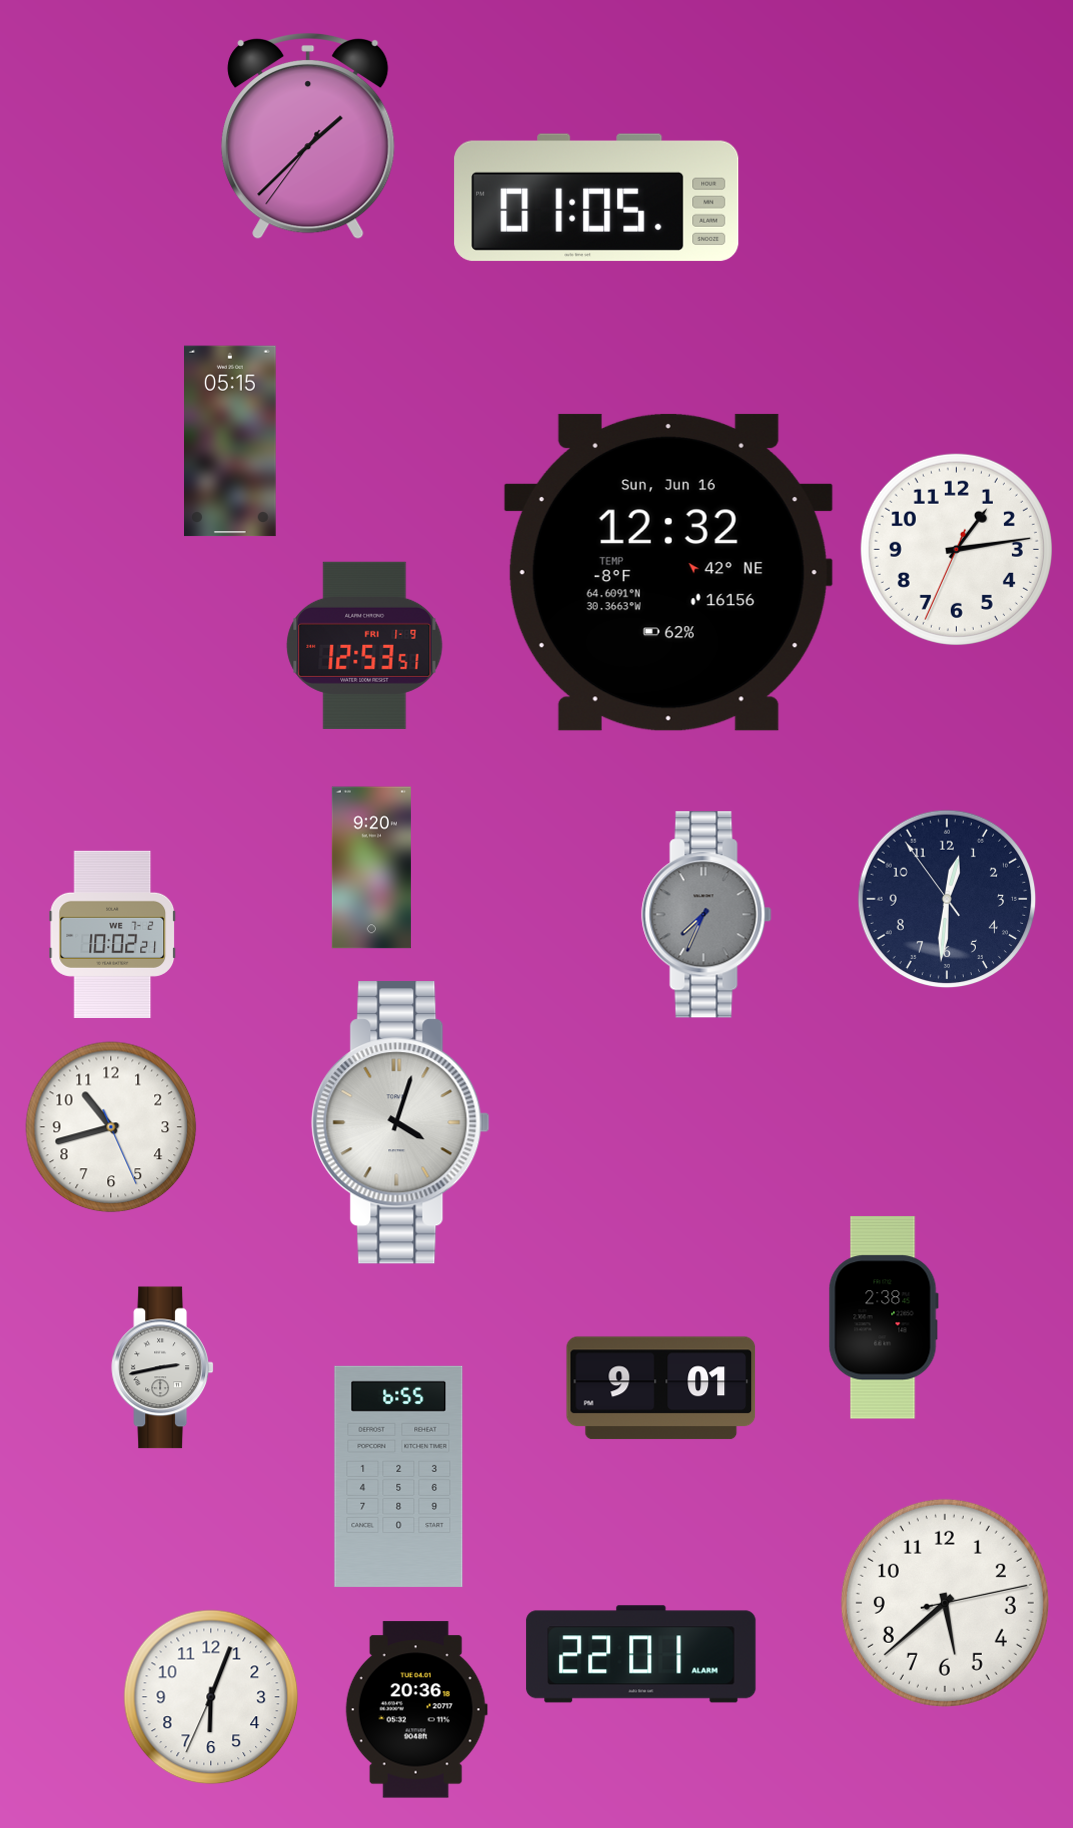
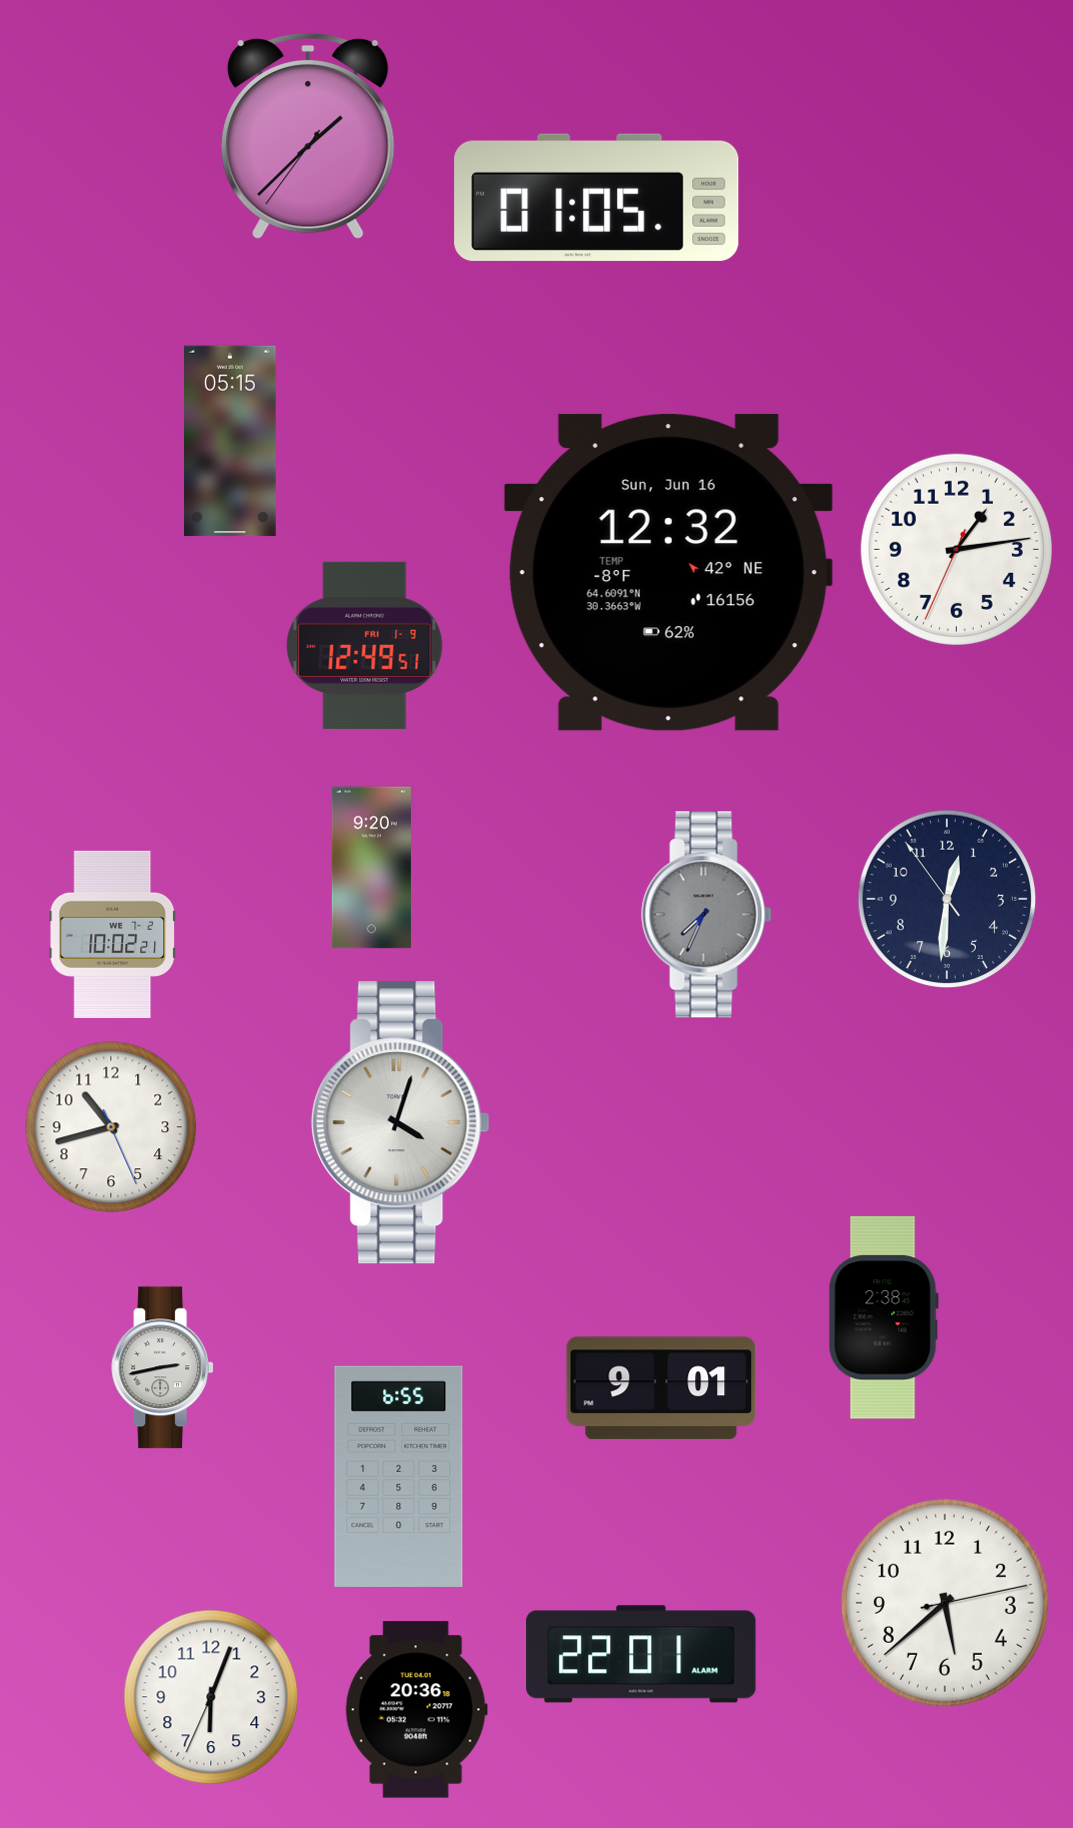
clock at (365, 645): 12:53 -> 12:49
